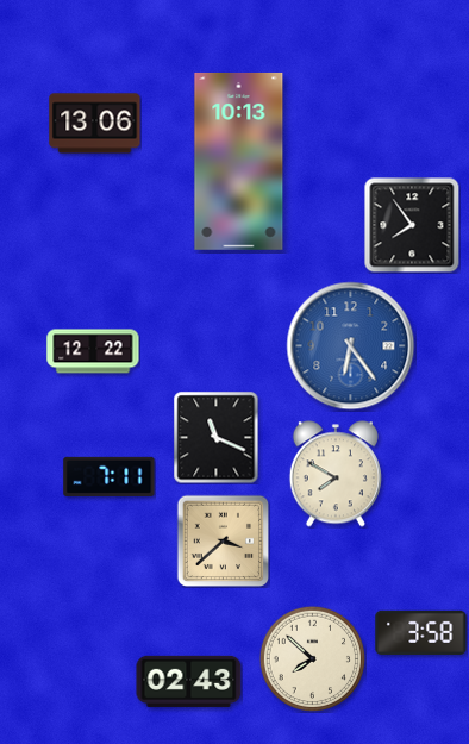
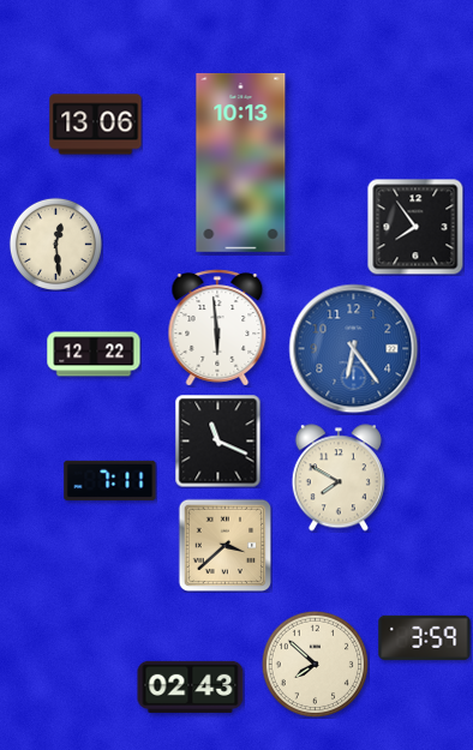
clock at (55, 244): none -> 12:29
clock at (217, 328): none -> 5:59
clock at (421, 632): 3:58 -> 3:59
